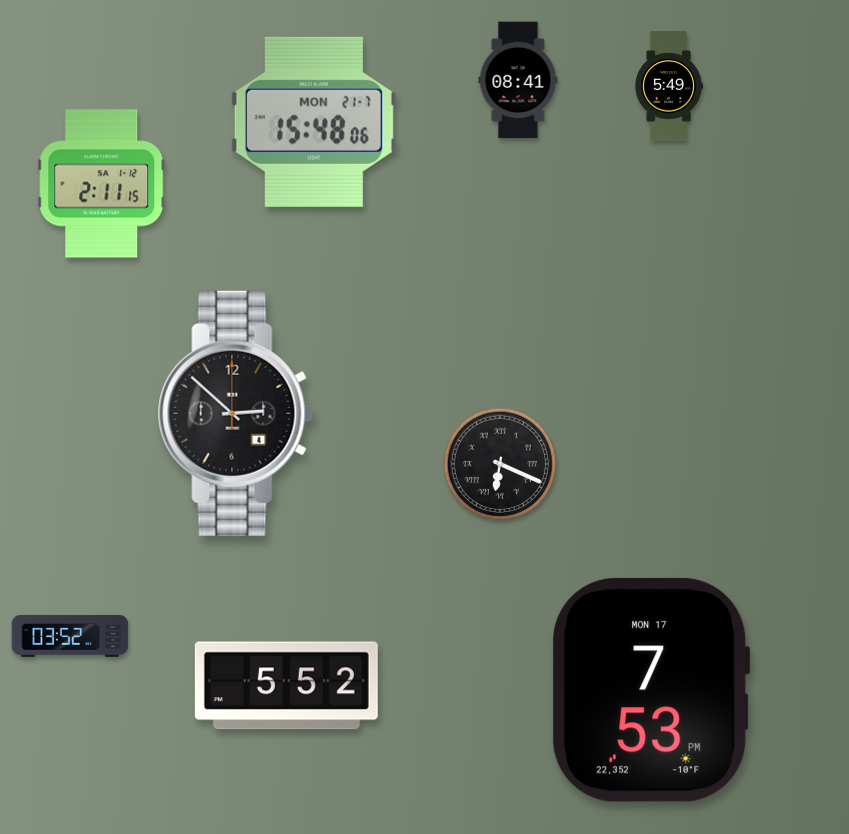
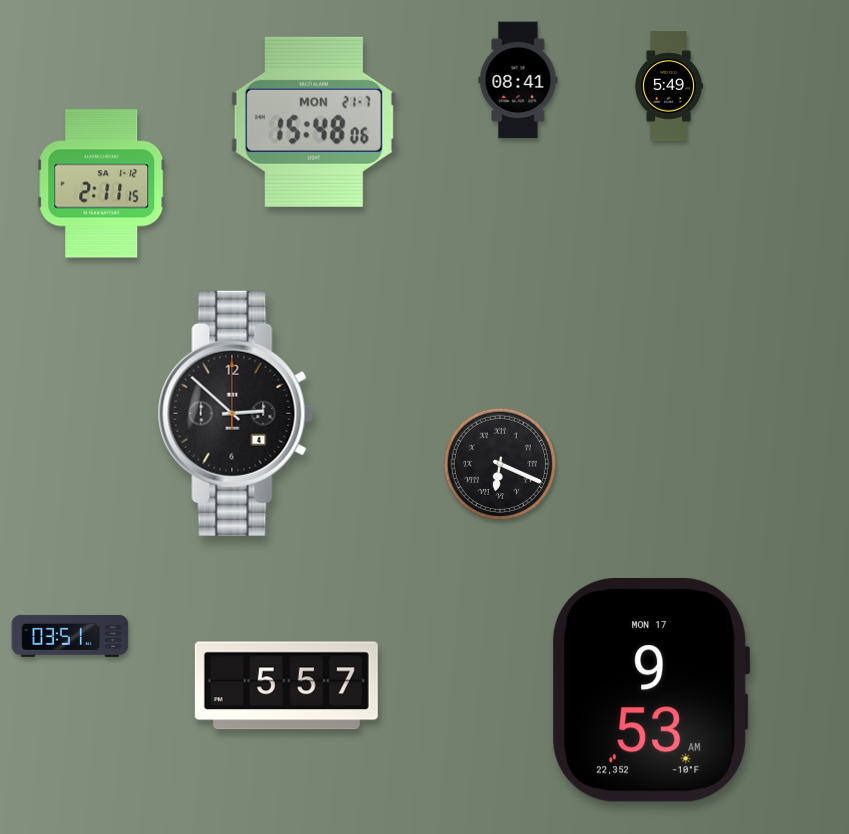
clock at (70, 636): 03:52 -> 03:51
clock at (286, 686): 5:52 -> 5:57
clock at (652, 690): 7:53 -> 9:53
